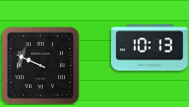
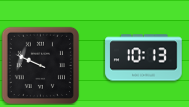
clock at (150, 48) position: (150, 48) -> (144, 58)
